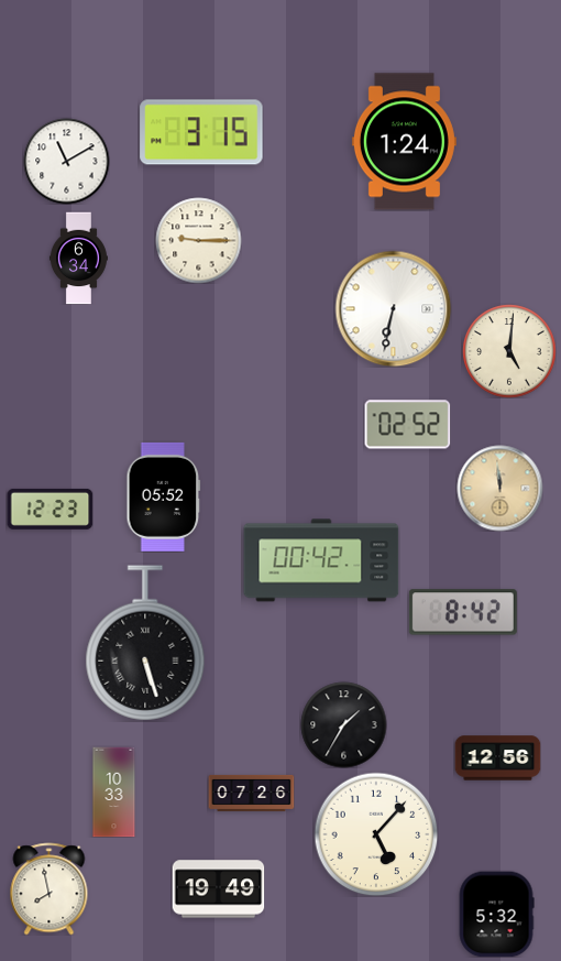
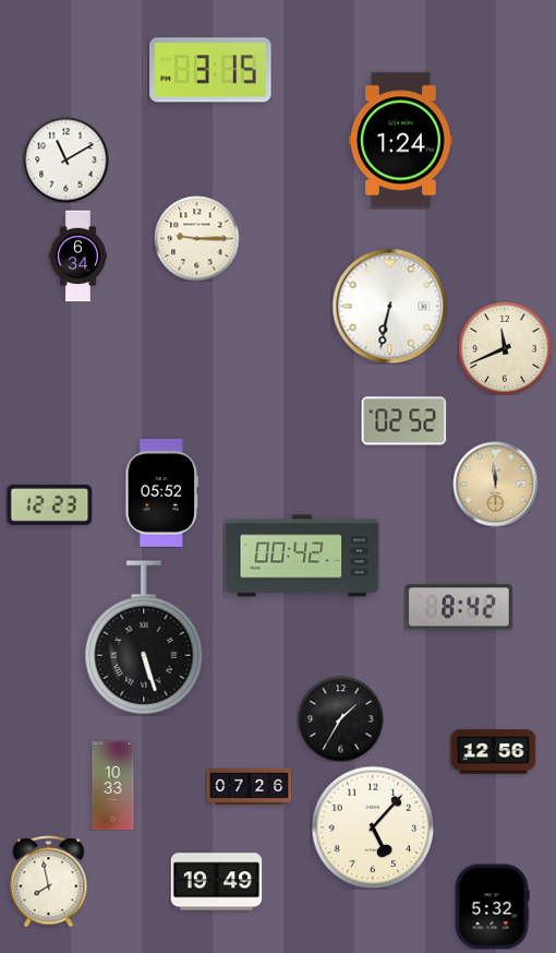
clock at (201, 132) position: (201, 132) -> (210, 70)
clock at (509, 351): 5:01 -> 11:41
clock at (321, 560) position: (321, 560) -> (302, 556)
